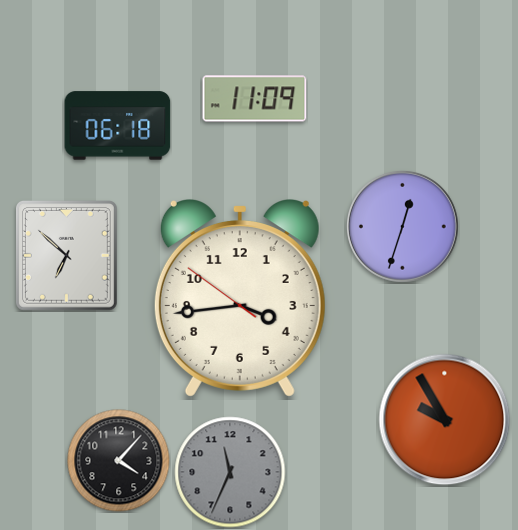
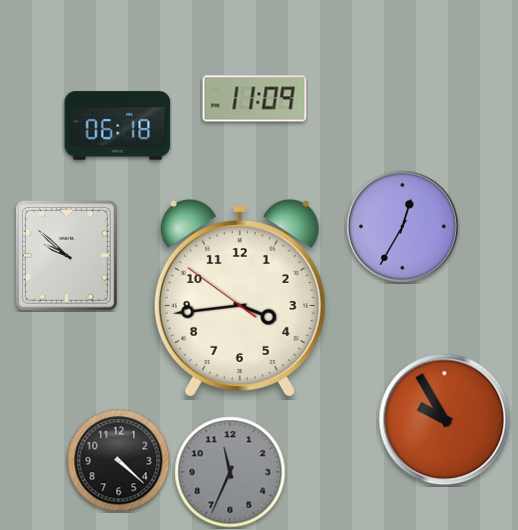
clock at (402, 226): 12:33 -> 12:35
clock at (66, 255): 6:52 -> 9:52
clock at (119, 461): 4:07 -> 4:22
